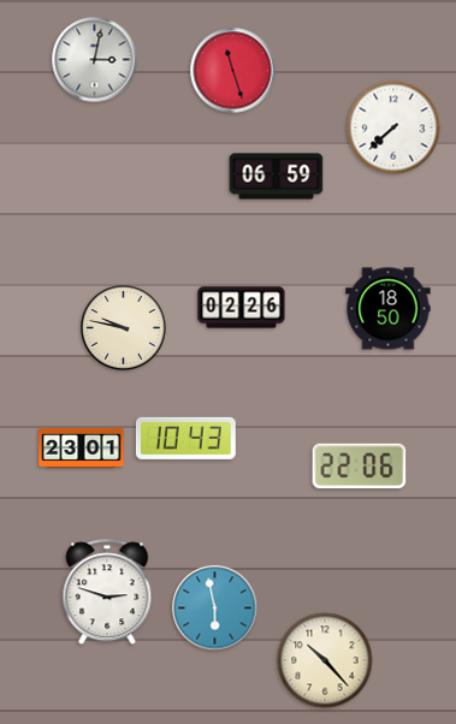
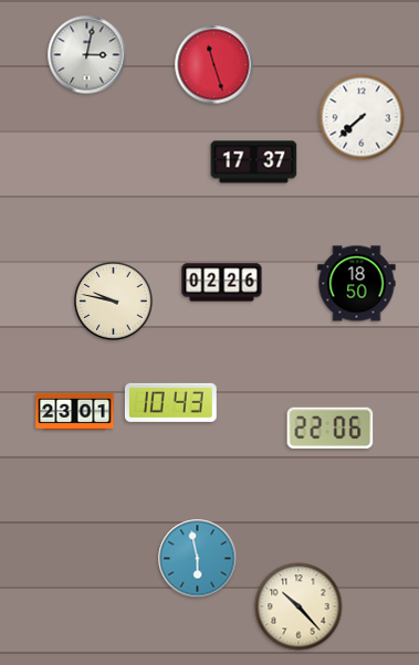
clock at (277, 177): 06:59 -> 17:37
clock at (107, 593): 2:48 -> none
